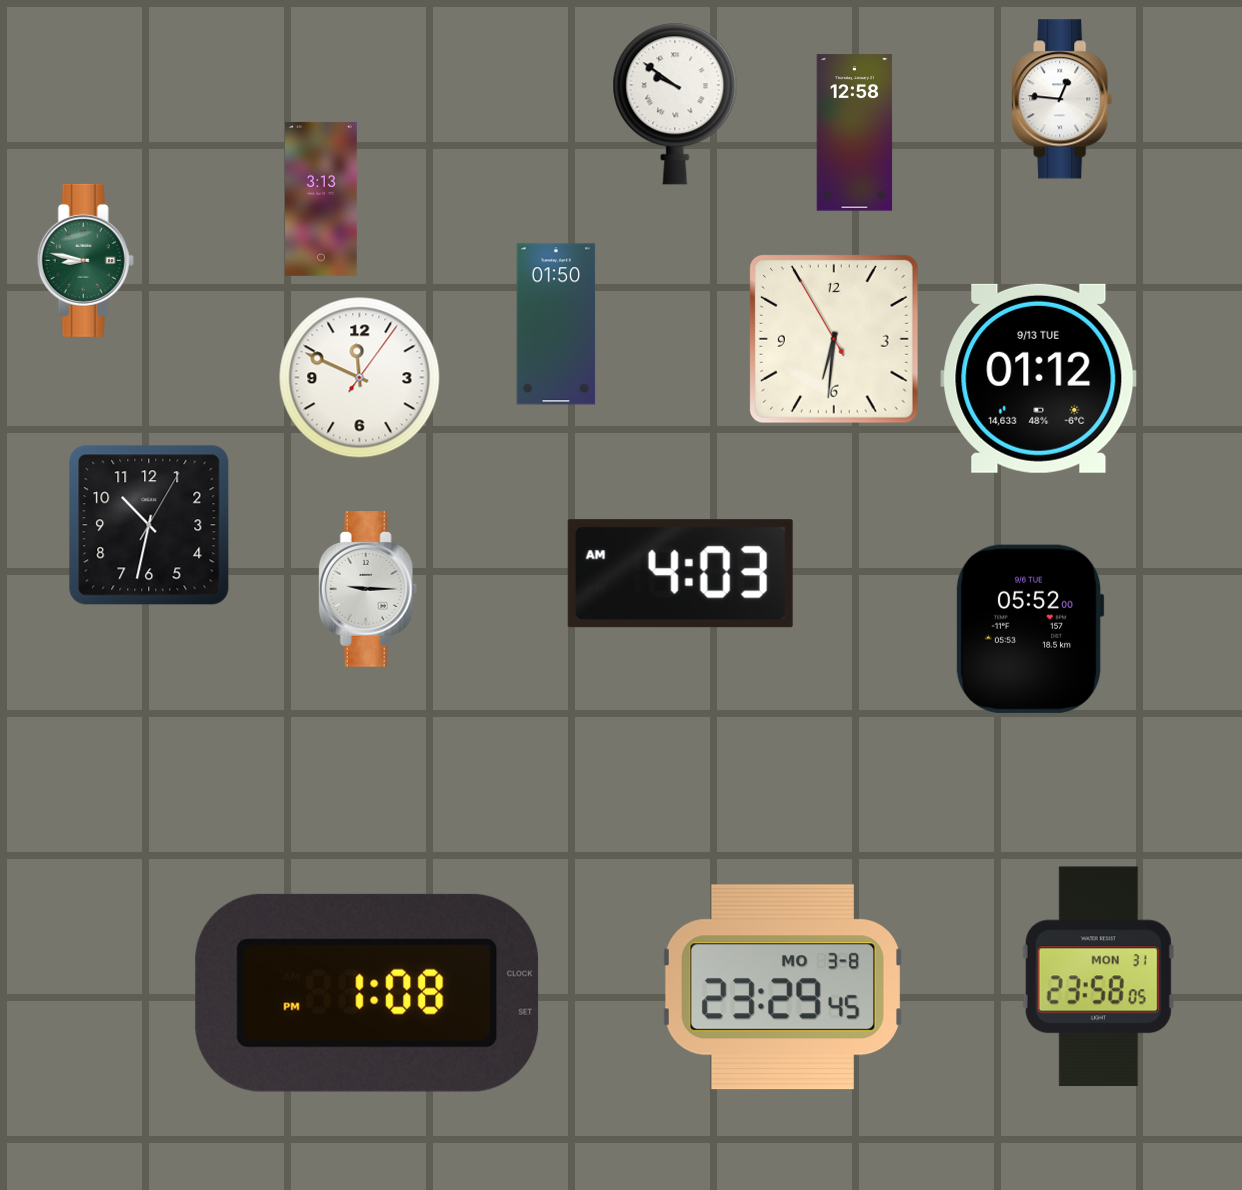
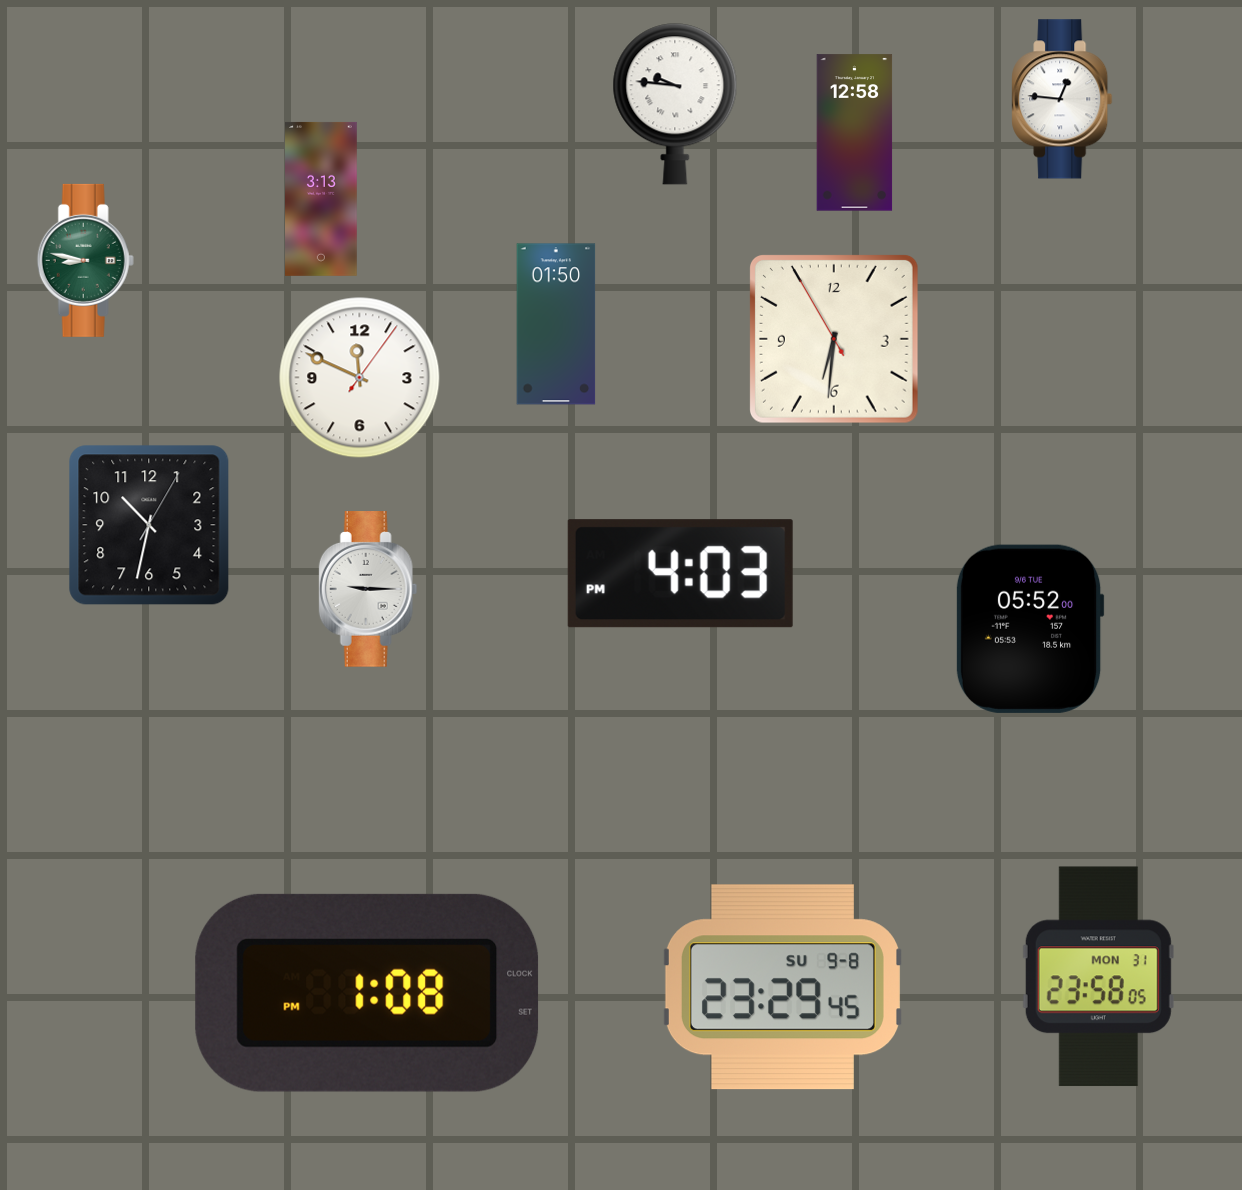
clock at (675, 104): 9:51 -> 9:46
clock at (1039, 378): 01:12 -> none
clock at (680, 574): 4:03 AM -> 4:03 PM
clock at (782, 987) date: MO 3-8 -> SU 9-8
